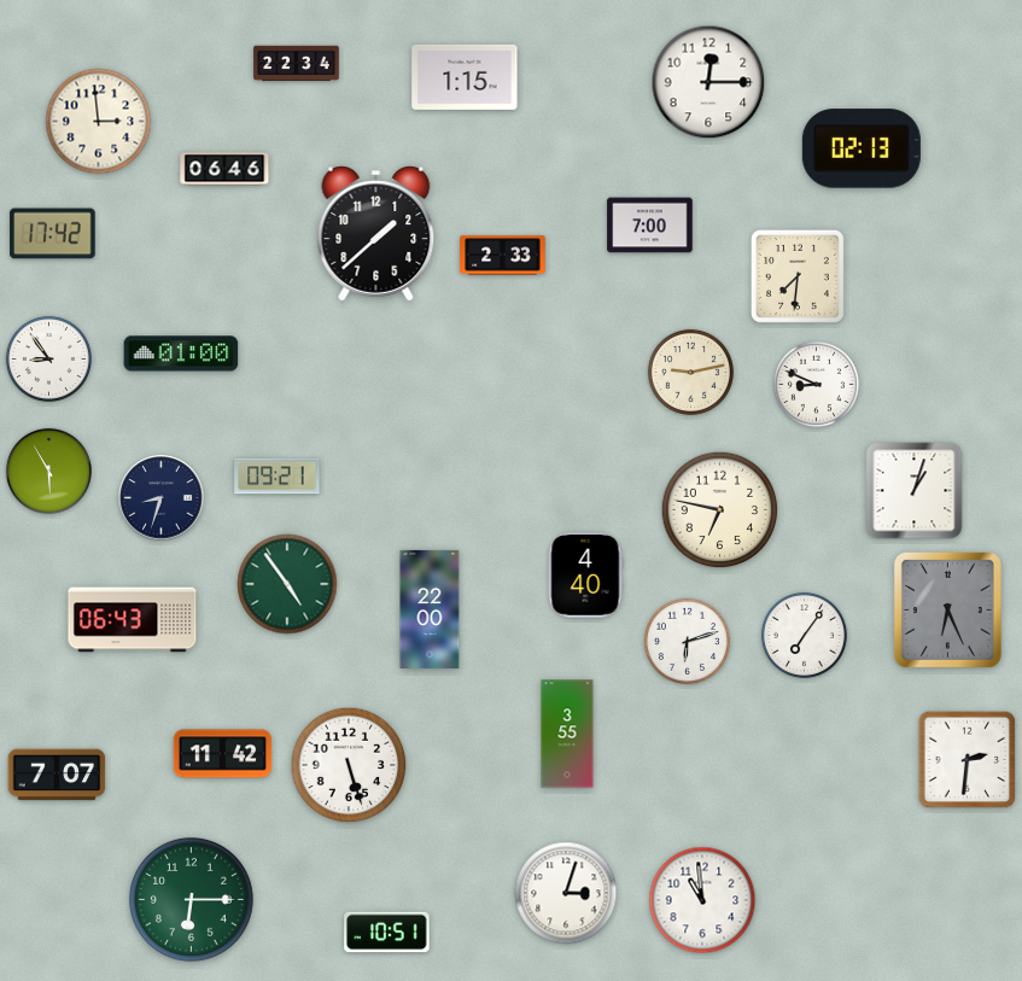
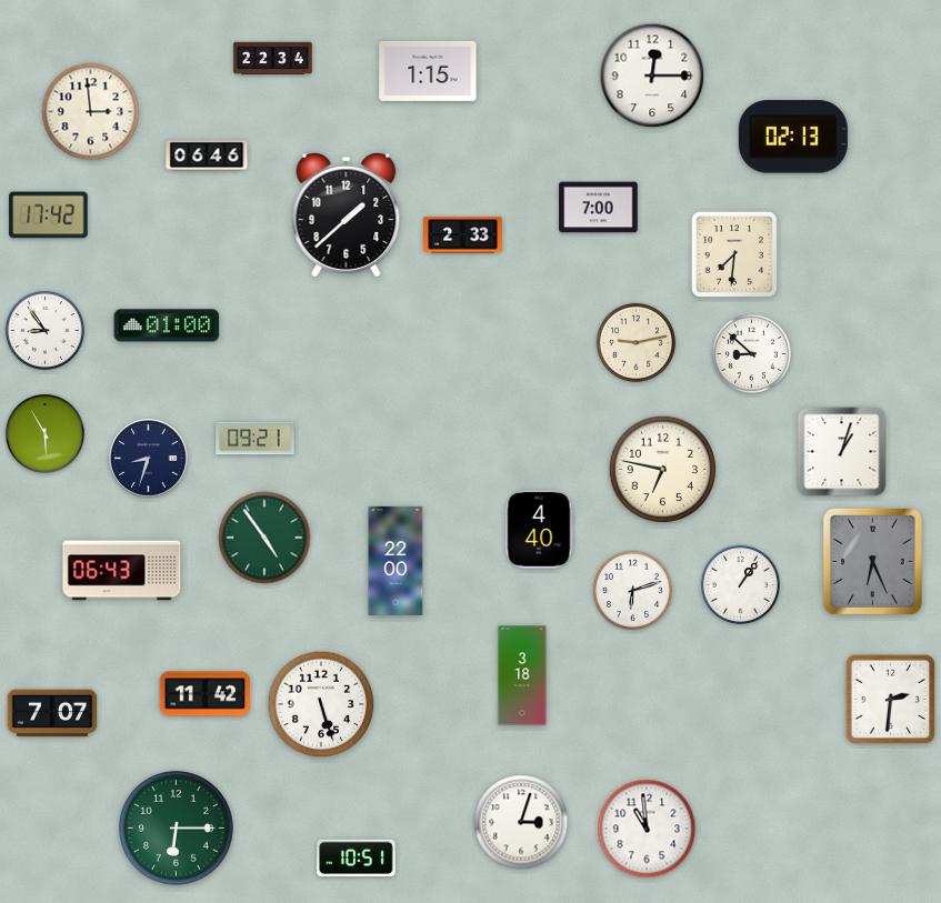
clock at (816, 384): 8:49 -> 8:52
clock at (804, 635): 7:06 -> 1:06
clock at (567, 734): 3:55 -> 3:18
